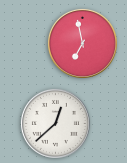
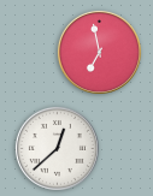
clock at (55, 123) position: (55, 123) -> (57, 148)
